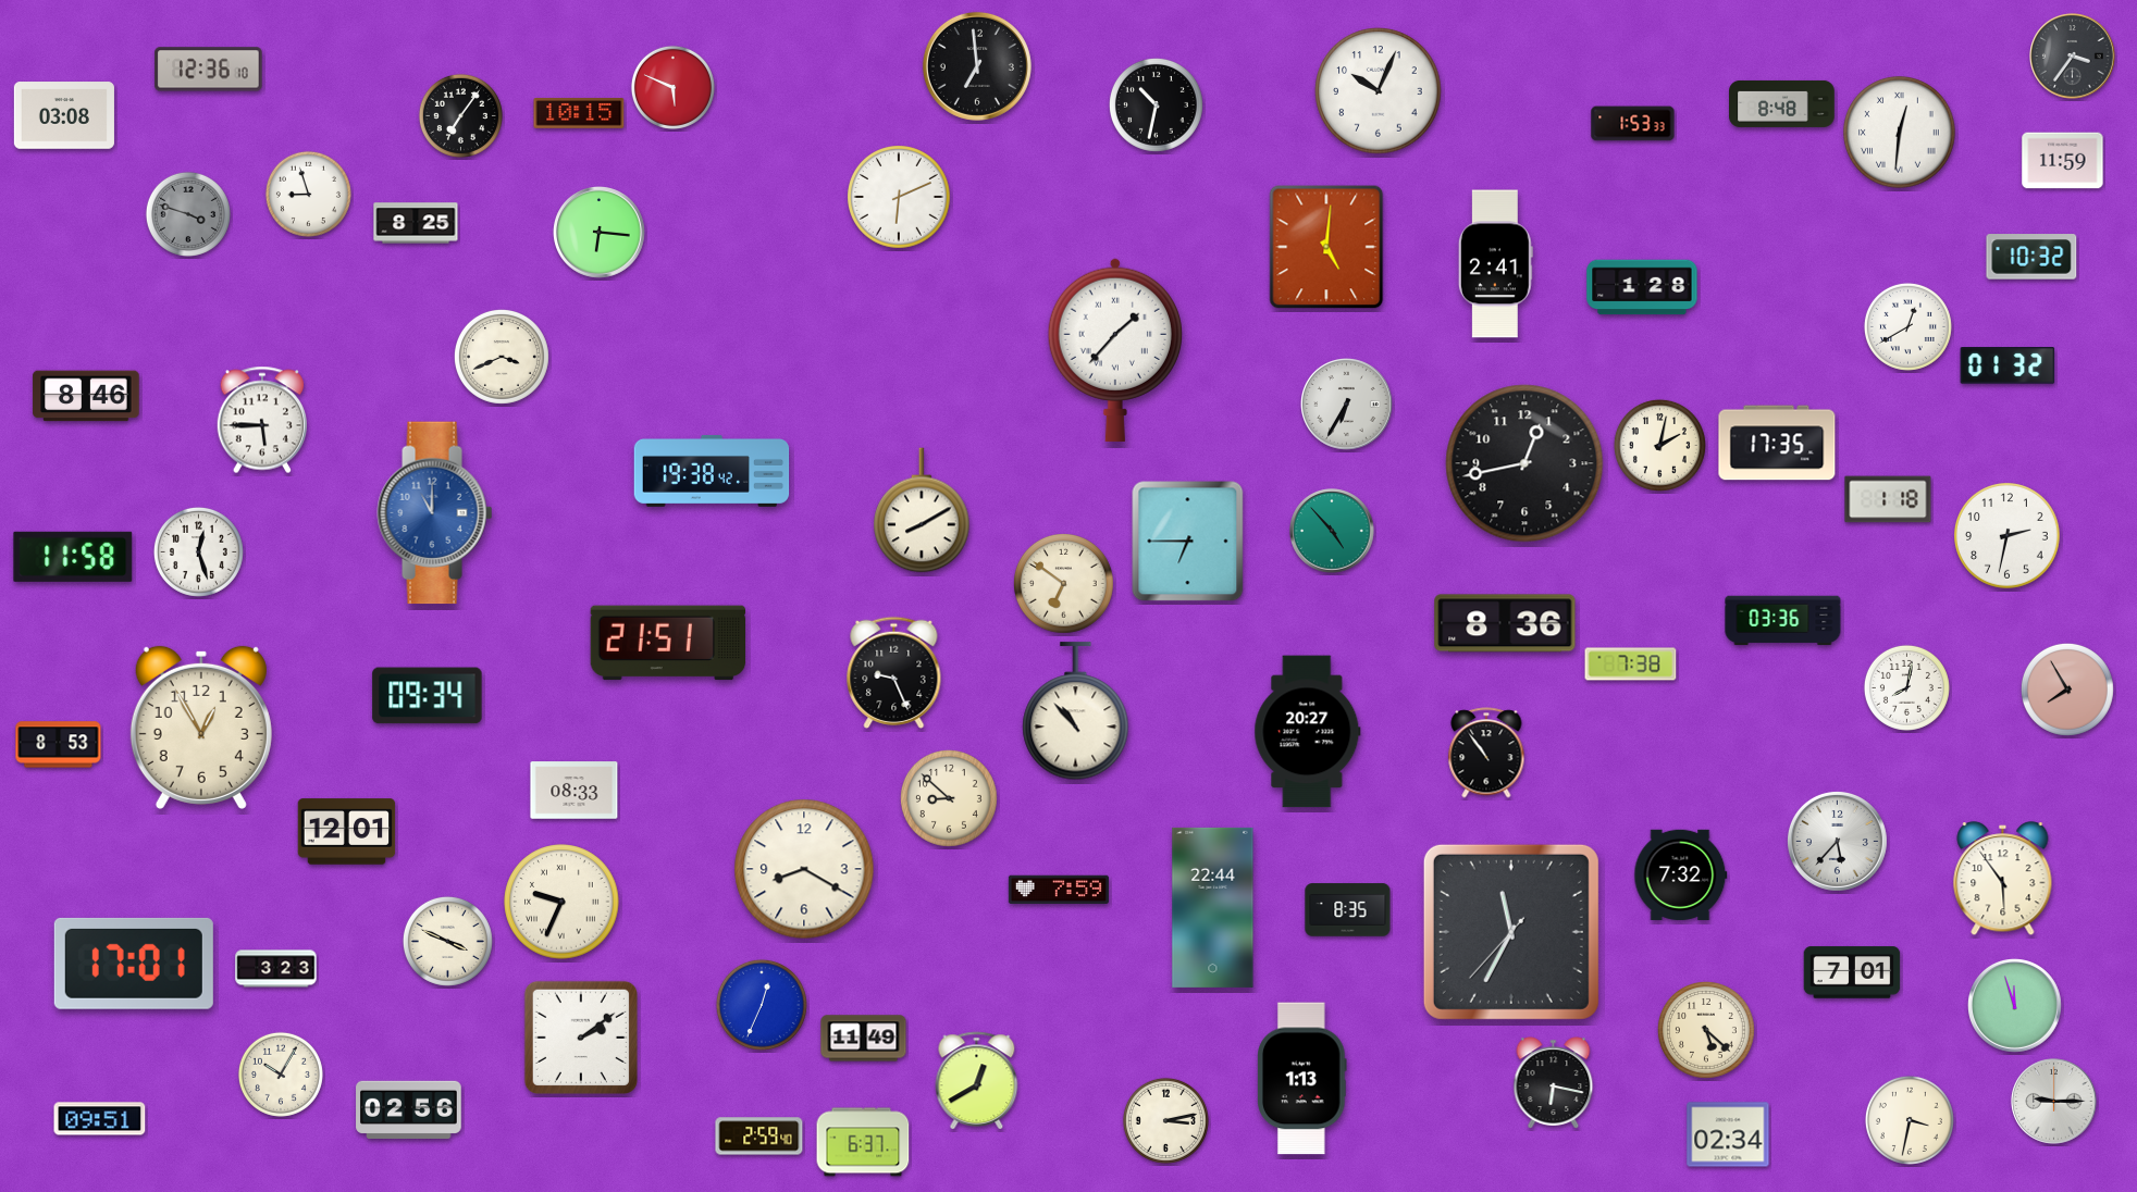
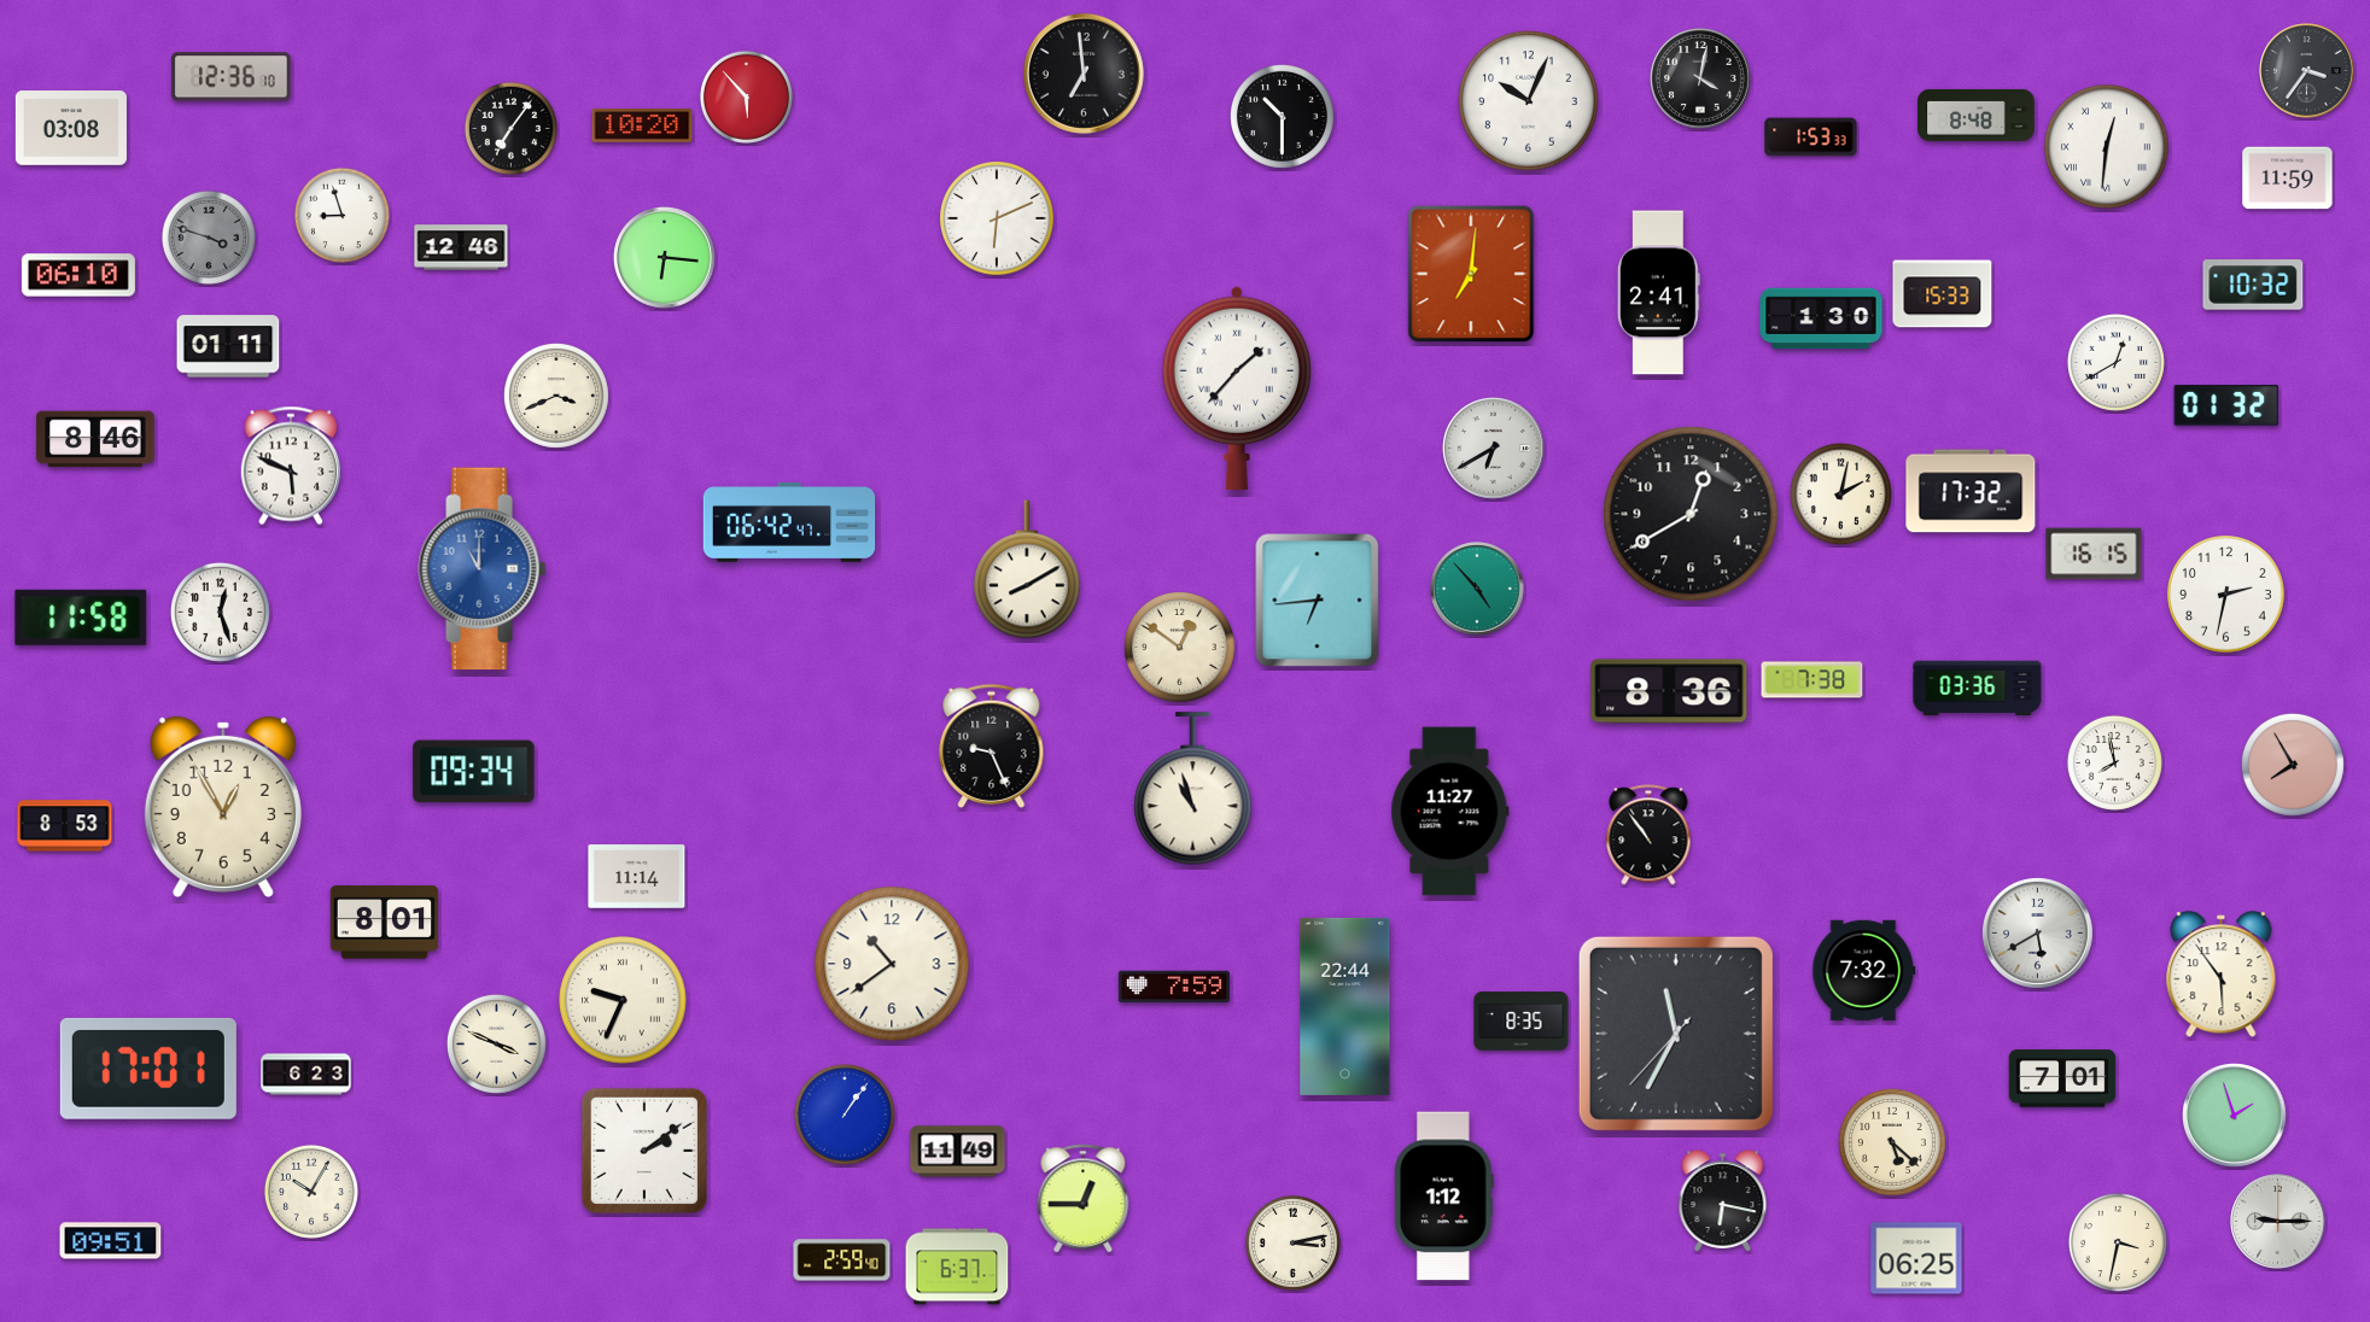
clock at (2073, 57) position: (2073, 57) -> (2307, 71)
clock at (1701, 80): none -> 4:02
clock at (672, 87): 5:49 -> 5:53
clock at (1156, 104): 10:32 -> 10:30
clock at (579, 114): 10:15 -> 10:20
clock at (416, 223): 8:25 -> 12:46
clock at (1326, 247): 5:01 -> 7:01
clock at (78, 275): none -> 06:10
clock at (1943, 294): none -> 15:33
clock at (1642, 287): 1:28 -> 1:30
clock at (228, 346): none -> 01:11
clock at (1347, 405): 6:35 -> 6:40
clock at (261, 420): 5:45 -> 5:49
clock at (1777, 443): 17:35 -> 17:32
clock at (1524, 463): 12:43 -> 12:40
clock at (712, 471): 19:38 -> 06:42
clock at (1888, 499): 1:18 -> 16:15
clock at (922, 510) position: (922, 510) -> (1027, 569)
clock at (1188, 542): 6:45 -> 6:44
clock at (1064, 584): 6:51 -> 12:51
clock at (667, 643): 21:51 -> none
clock at (1631, 665) position: (1631, 665) -> (1812, 680)
clock at (1906, 687): 8:02 -> 7:58
clock at (1076, 711): 10:53 -> 10:57
clock at (1308, 732): 20:27 -> 11:27
clock at (575, 791): 08:33 -> 11:14
clock at (949, 798): 8:52 -> none
clock at (347, 832): 12:01 -> 8:01
clock at (1837, 841): 5:37 -> 5:40
clock at (804, 869): 8:20 -> 10:39
clock at (1348, 910) position: (1348, 910) -> (1522, 1022)
clock at (276, 969): 3:23 -> 6:23
clock at (1852, 972) position: (1852, 972) -> (2062, 1078)
clock at (762, 1005): 12:34 -> 1:06
clock at (2015, 1006): 11:57 -> 1:57
clock at (1302, 1079): 1:13 -> 1:12
clock at (977, 1081): 12:40 -> 12:45
clock at (409, 1109): 02:56 -> none
clock at (1728, 1134): 02:34 -> 06:25
